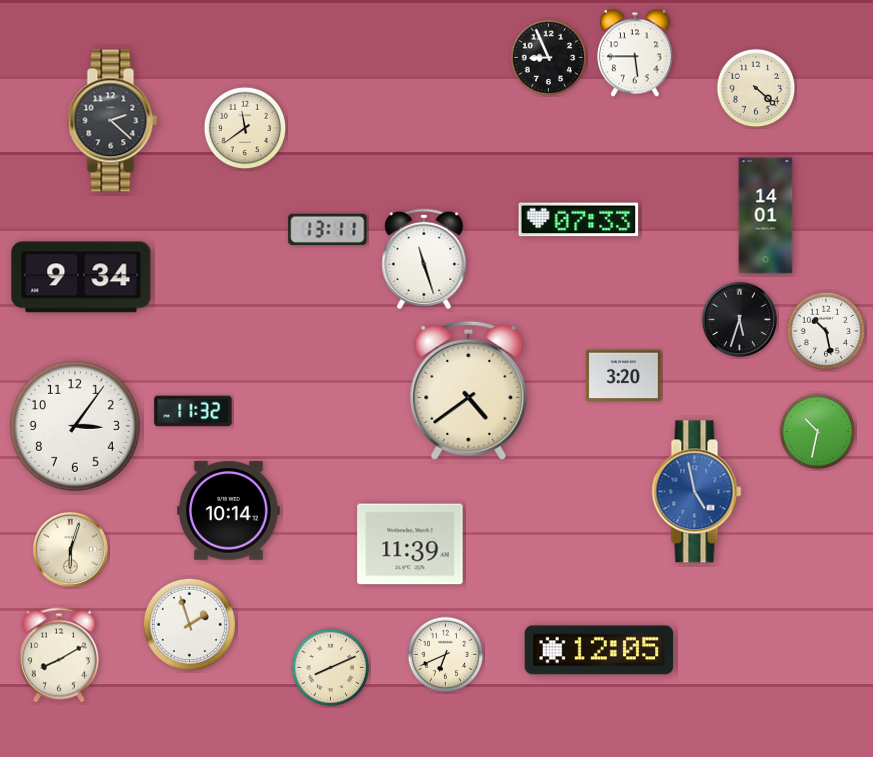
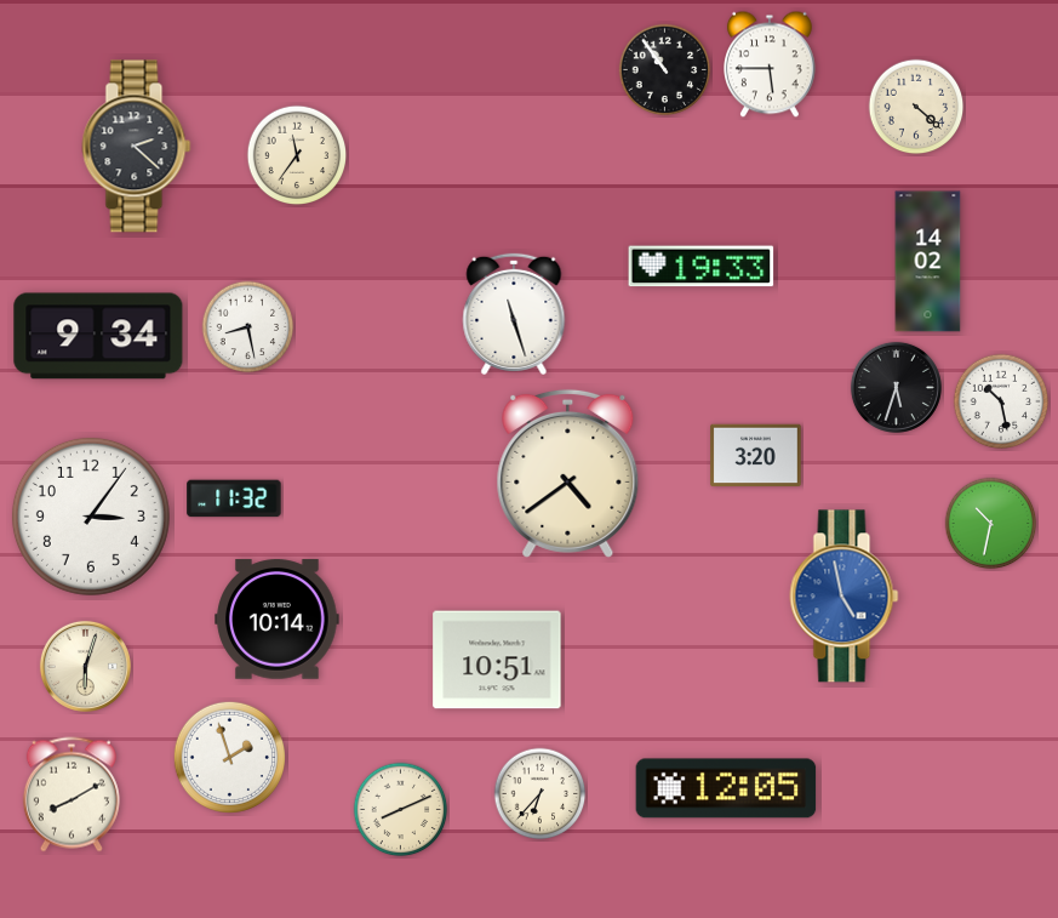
clock at (549, 58): 8:56 -> 10:54
clock at (245, 128): 11:39 -> 11:36
clock at (766, 216): 14:01 -> 14:02
clock at (579, 220): 07:33 -> 19:33
clock at (328, 229): 13:11 -> none
clock at (248, 327): none -> 8:28
clock at (410, 544): 11:39 -> 10:51
clock at (446, 655): 6:41 -> 6:37
